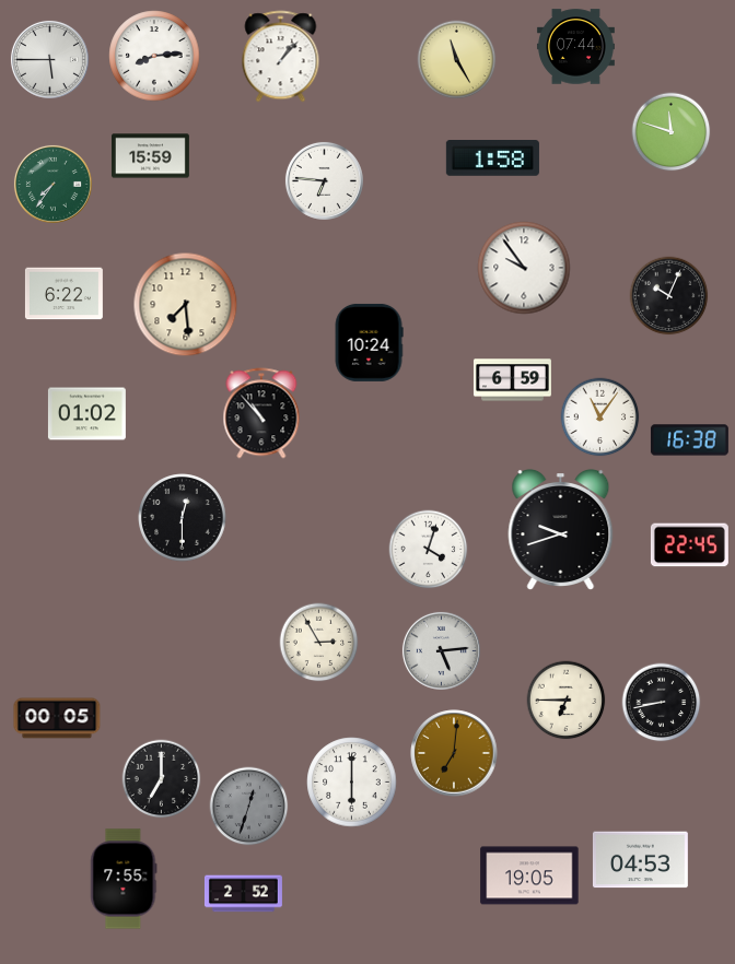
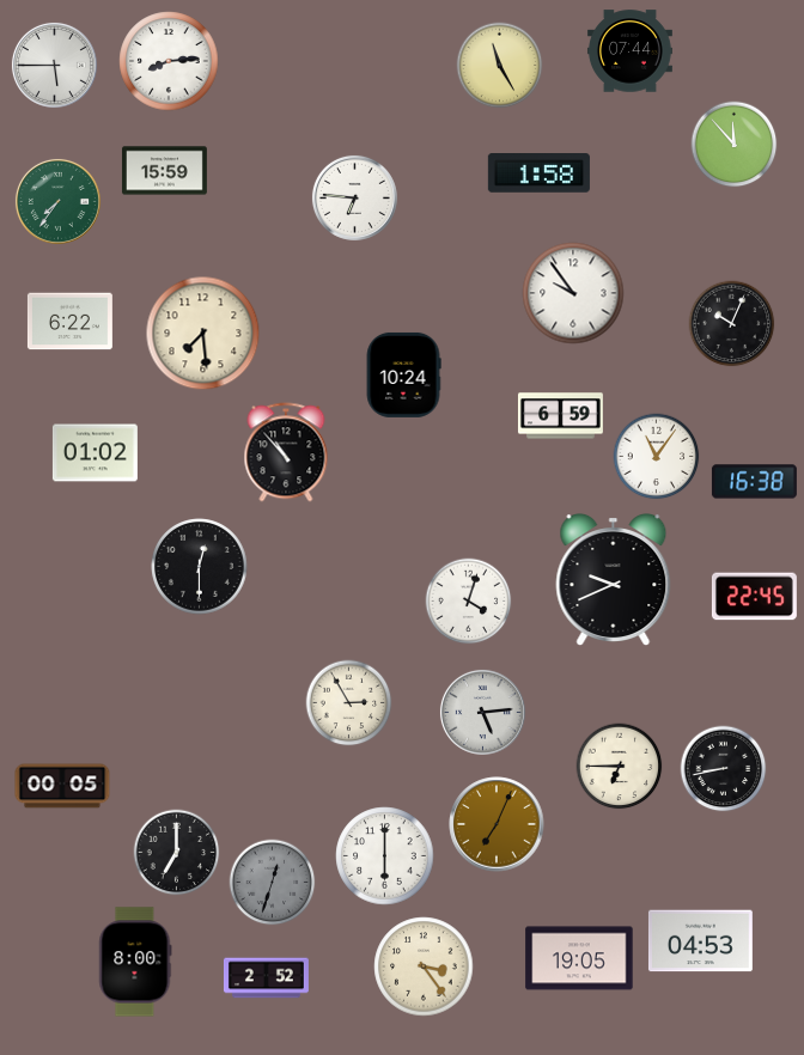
clock at (281, 57): 1:07 -> none
clock at (672, 132): 11:48 -> 11:53
clock at (561, 530): 9:42 -> 9:41
clock at (454, 753): 7:01 -> 7:04
clock at (124, 879): 7:55 -> 8:00
clock at (424, 966): none -> 3:24
